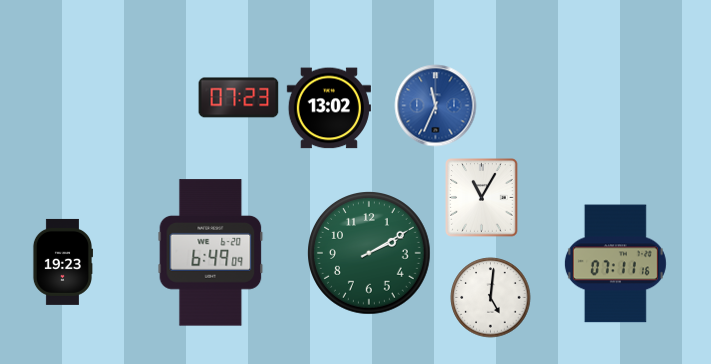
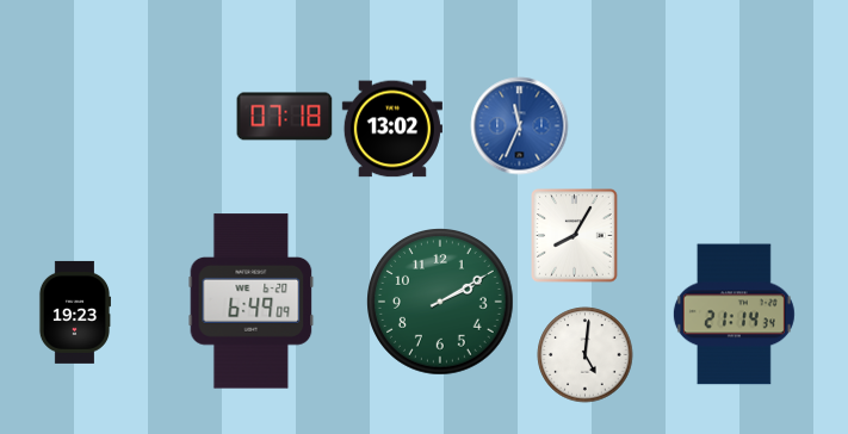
clock at (239, 98): 07:23 -> 07:18
clock at (482, 198): 11:05 -> 8:05
clock at (615, 264): 07:11 -> 21:14
